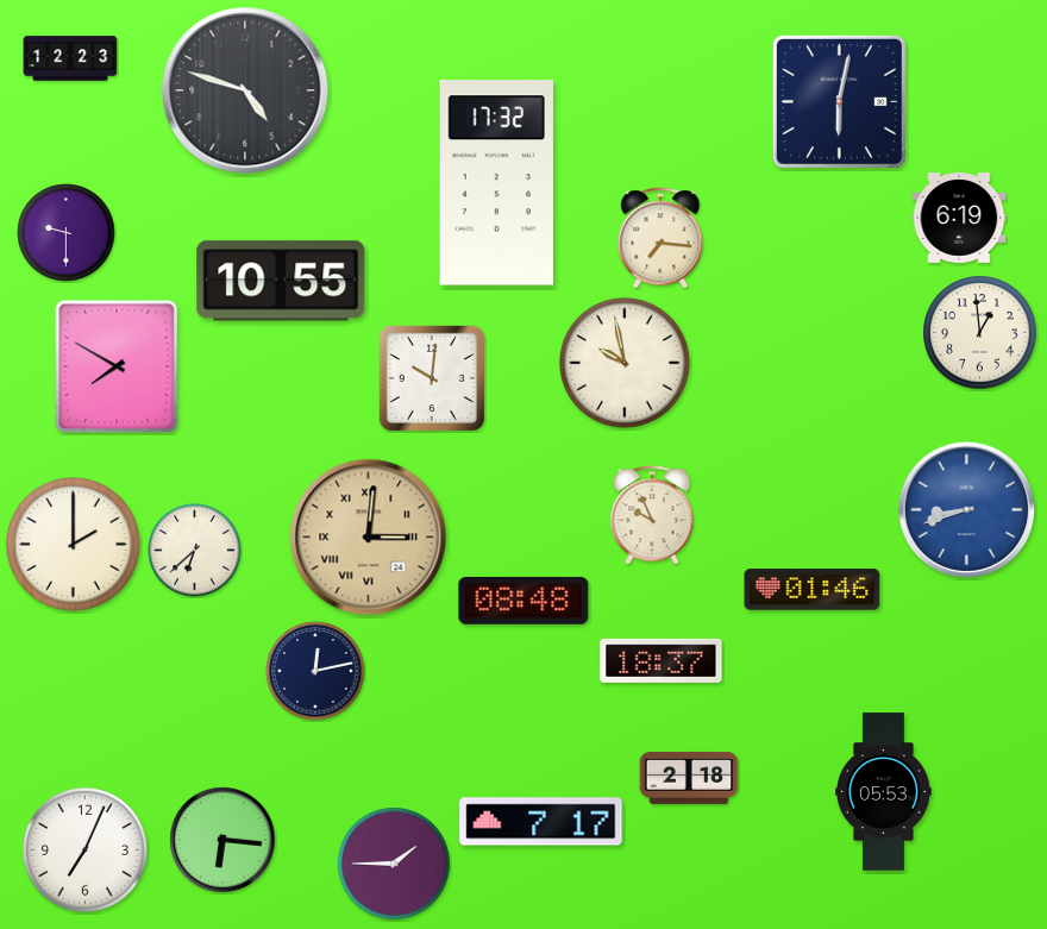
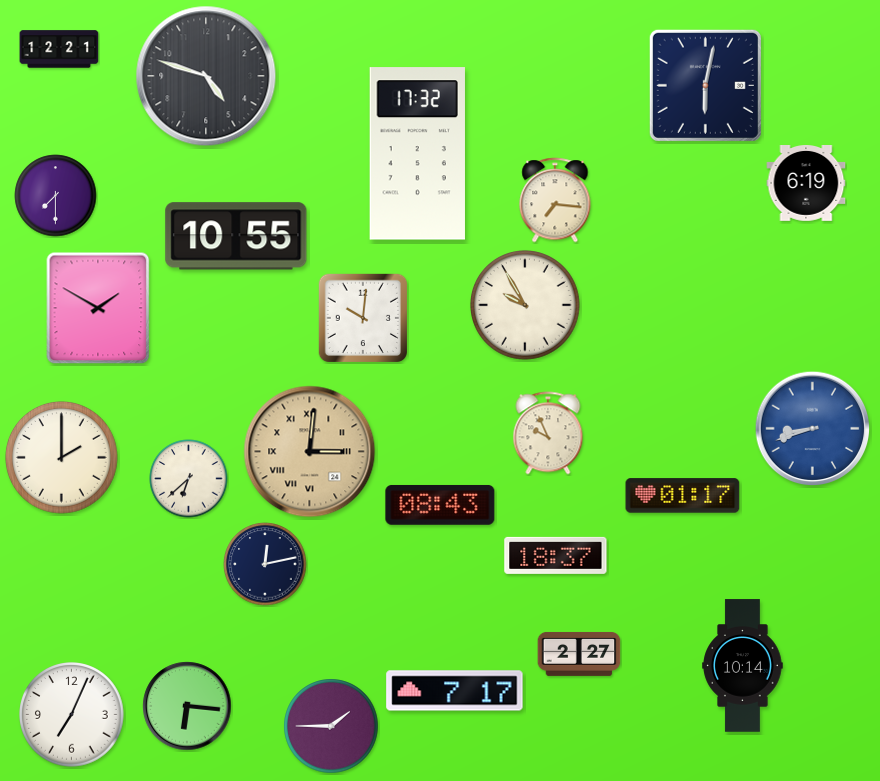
clock at (70, 58): 12:23 -> 12:21
clock at (67, 233): 9:30 -> 7:30
clock at (980, 333): 12:59 -> none
clock at (626, 364): 9:58 -> 9:55
clock at (117, 366): 7:50 -> 1:50
clock at (195, 551) position: (195, 551) -> (189, 479)
clock at (813, 590): 01:46 -> 01:17
clock at (523, 601): 08:48 -> 08:43
clock at (689, 778): 2:18 -> 2:27
clock at (884, 792): 05:53 -> 10:14
